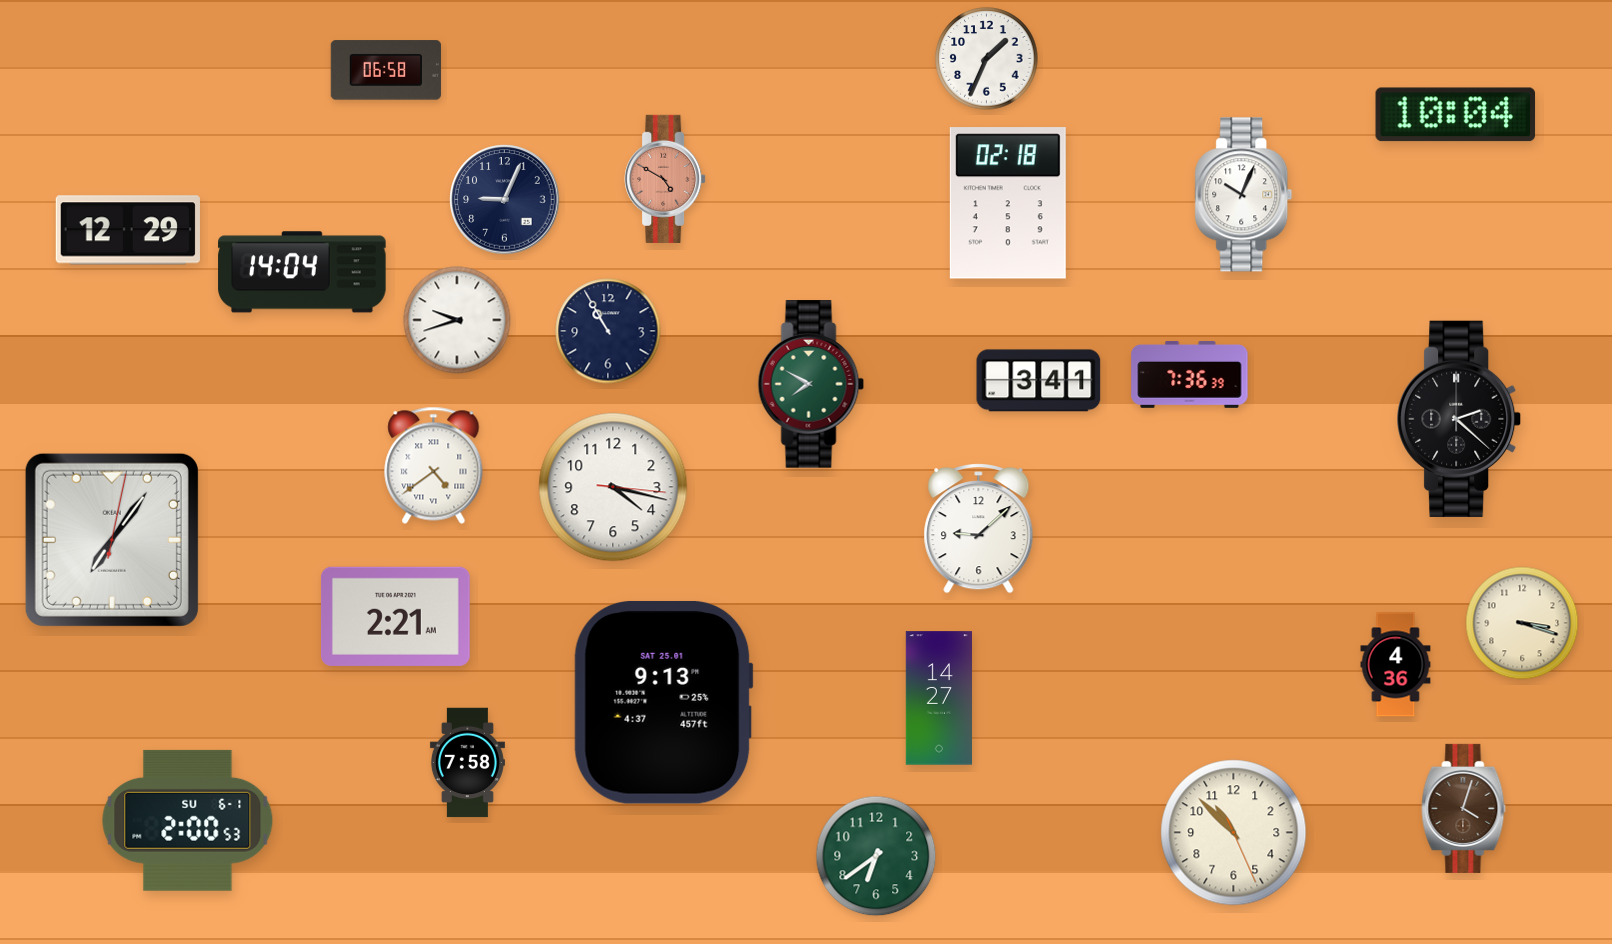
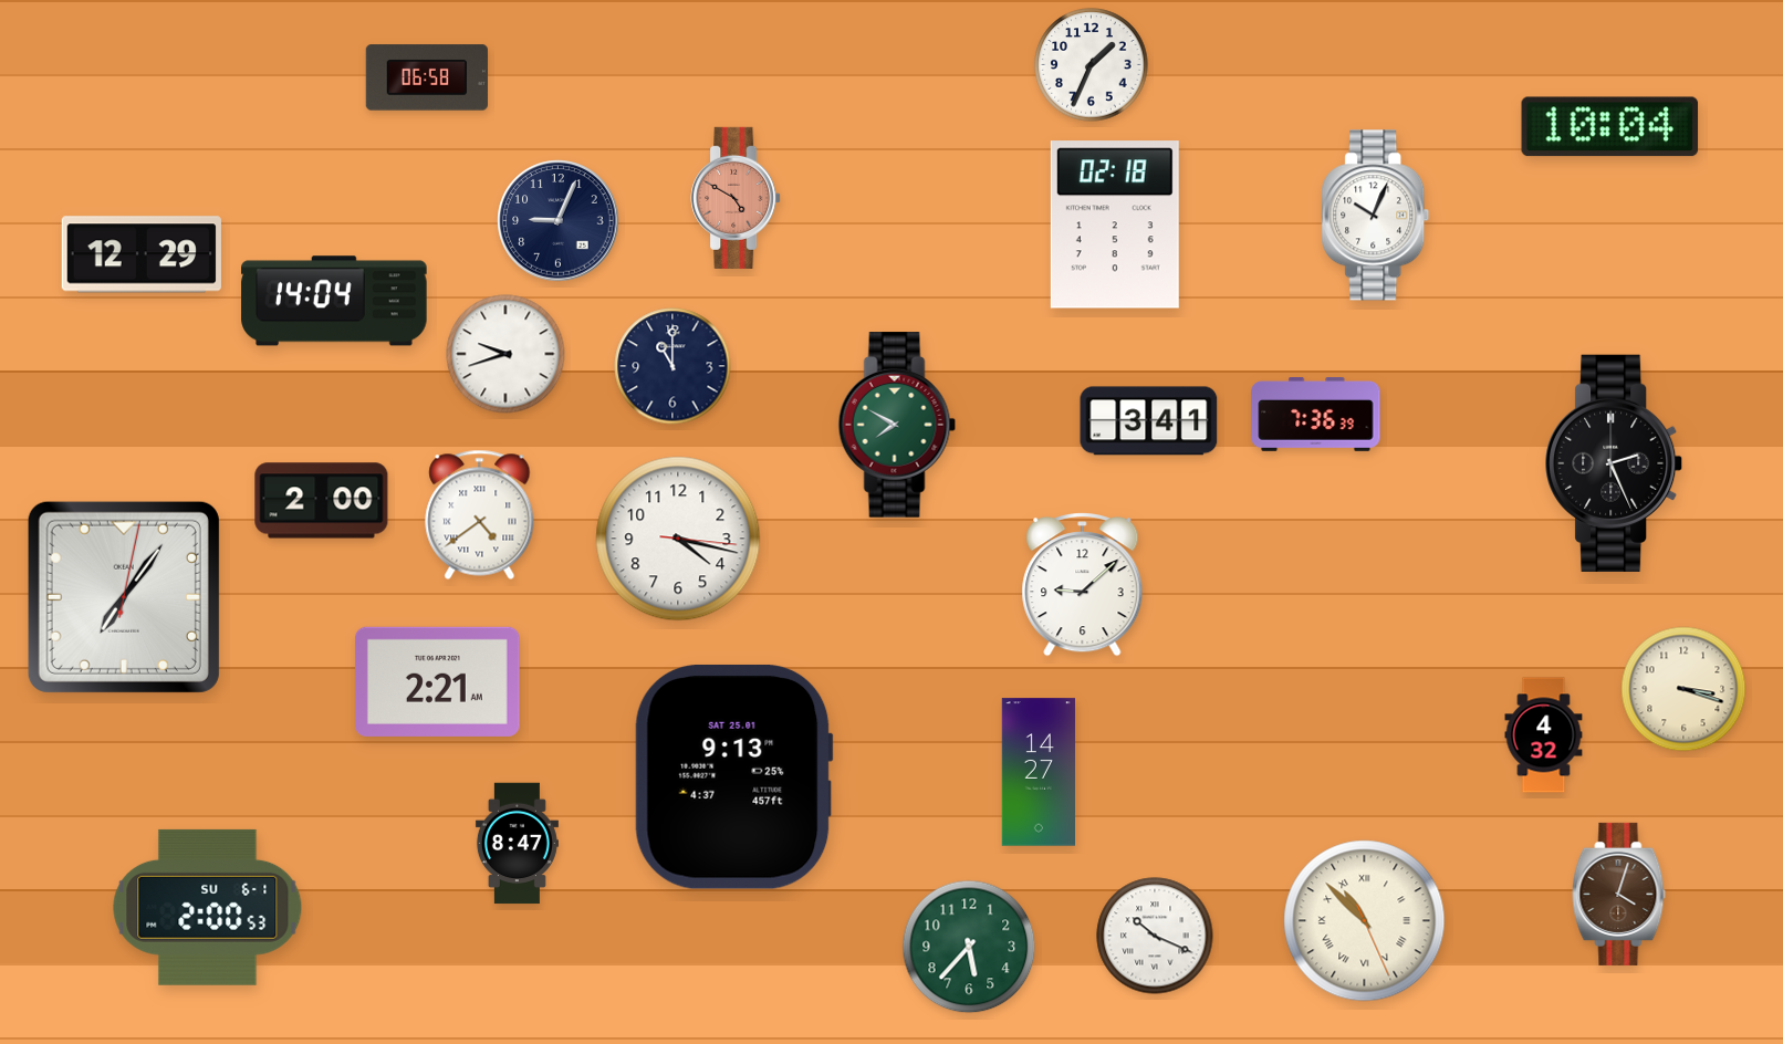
clock at (608, 331): 10:55 -> 11:00
clock at (1460, 419): 2:22 -> 2:26
clock at (322, 501): none -> 2:00
clock at (1396, 665): 4:36 -> 4:32
clock at (467, 763): 7:58 -> 8:47
clock at (1234, 833) numerals: Arabic -> Roman
clock at (1155, 936): none -> 10:19
clock at (876, 856): 6:39 -> 5:37
